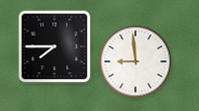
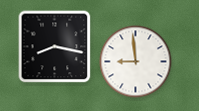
clock at (55, 47): 7:45 -> 8:17
